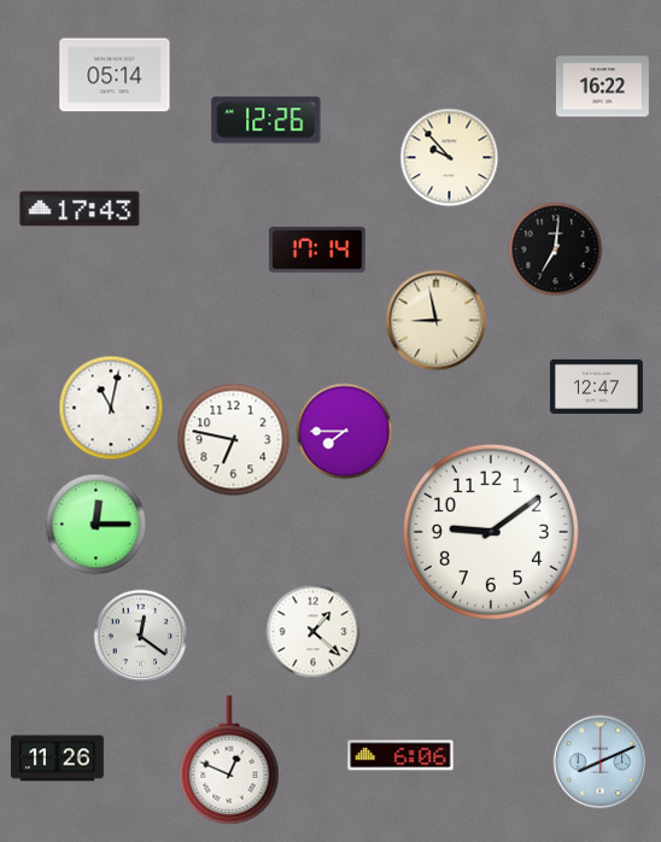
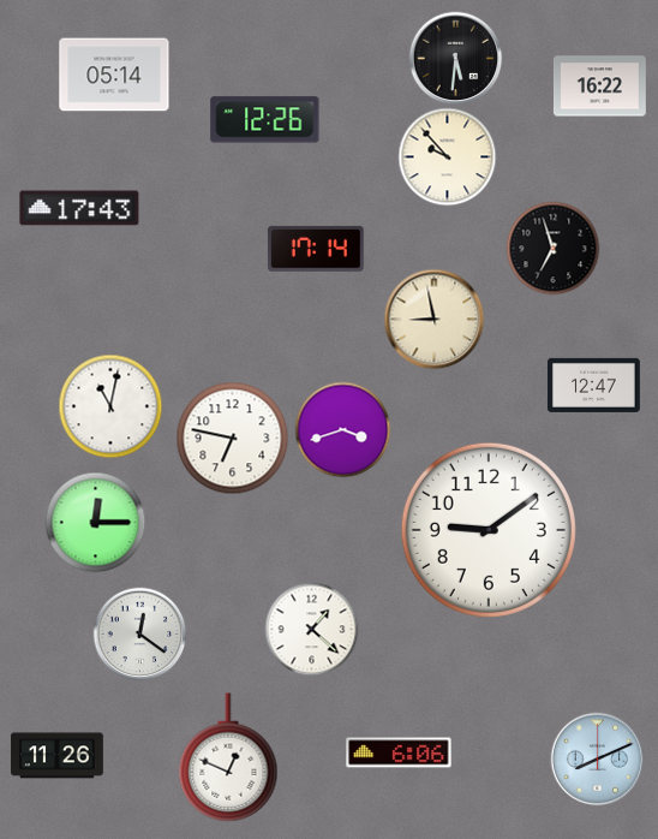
clock at (455, 58): none -> 5:31
clock at (555, 248): 7:01 -> 6:57
clock at (344, 431): 7:45 -> 3:42
